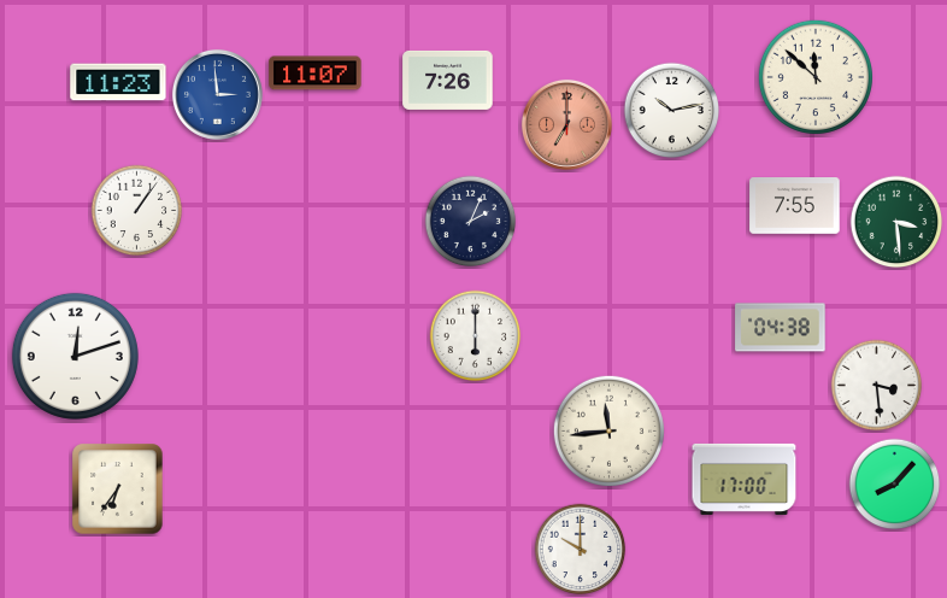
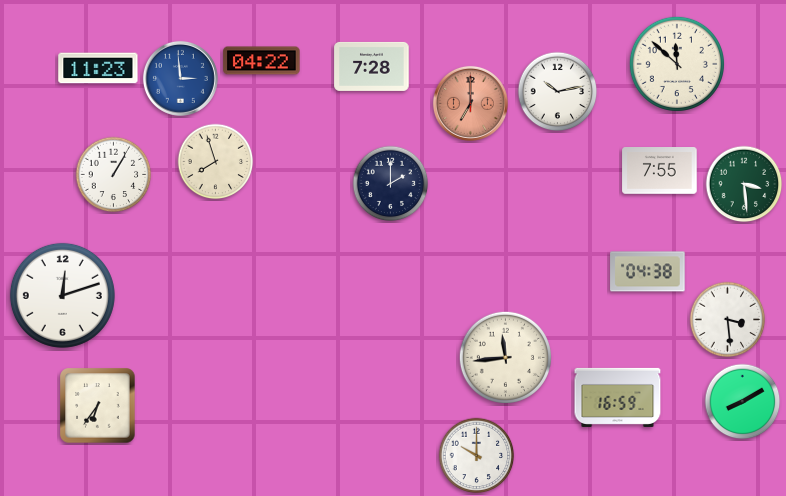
clock at (316, 74): 11:07 -> 04:22
clock at (448, 80): 7:26 -> 7:28
clock at (216, 162): none -> 7:57
clock at (137, 211): 1:06 -> 1:05
clock at (471, 222): 2:04 -> 2:00
clock at (476, 336): 6:00 -> none
clock at (745, 479): 17:00 -> 16:59
clock at (895, 485): 8:07 -> 8:10
clock at (581, 550) position: (581, 550) -> (477, 456)
